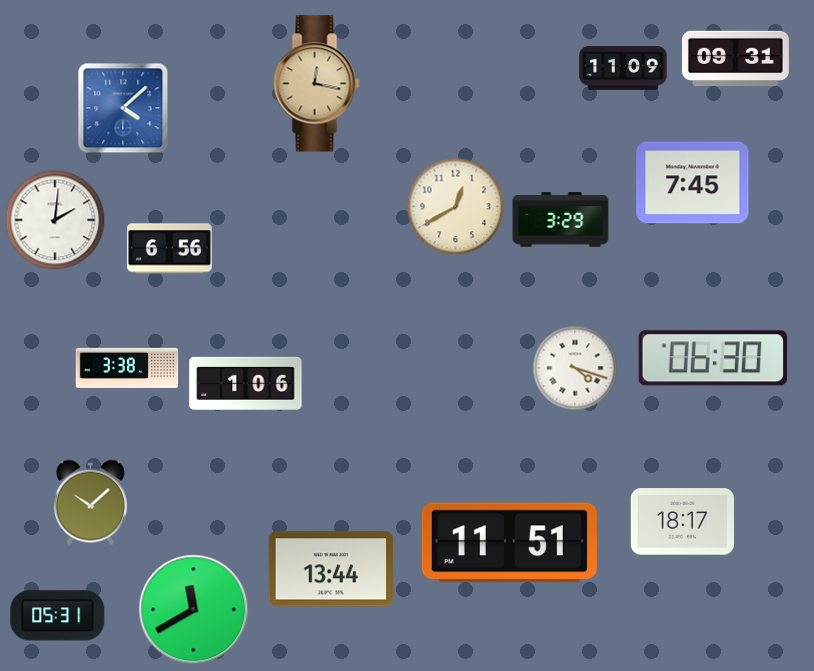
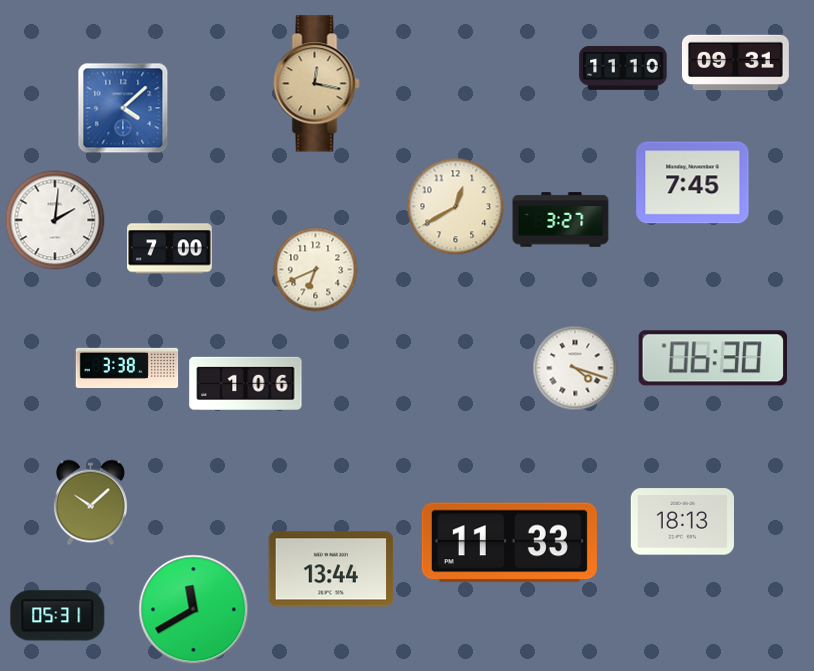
clock at (735, 59) position: (735, 59) -> (735, 63)
clock at (623, 68): 11:09 -> 11:10
clock at (561, 220): 3:29 -> 3:27
clock at (170, 249): 6:56 -> 7:00
clock at (316, 270): none -> 6:41
clock at (682, 522): 18:17 -> 18:13
clock at (509, 543): 11:51 -> 11:33
